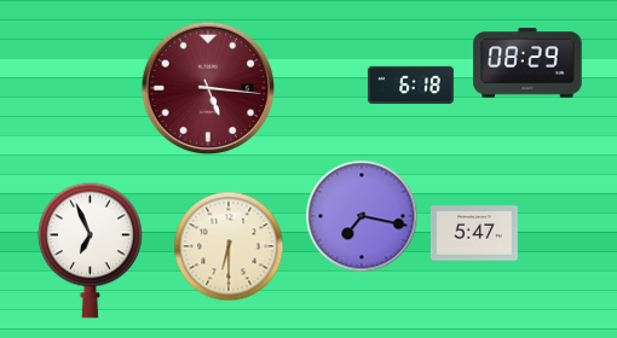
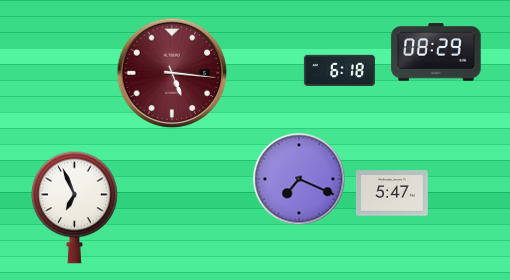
clock at (362, 216): 7:17 -> 7:19
clock at (229, 246): 6:30 -> none
